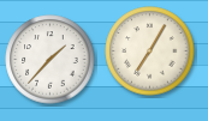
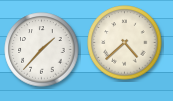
clock at (150, 52): 7:05 -> 4:38
